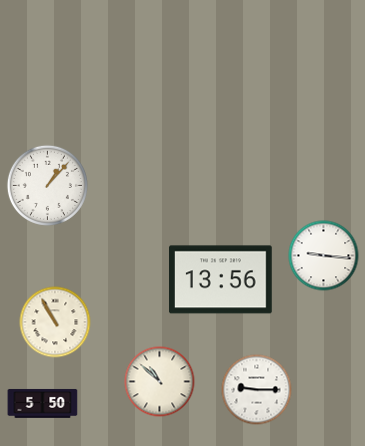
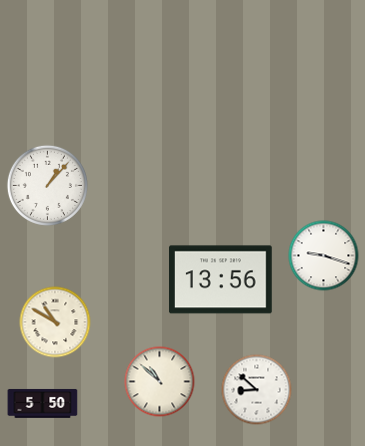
clock at (324, 256): 9:16 -> 9:18
clock at (55, 322): 10:55 -> 10:50
clock at (257, 390): 9:15 -> 8:52
